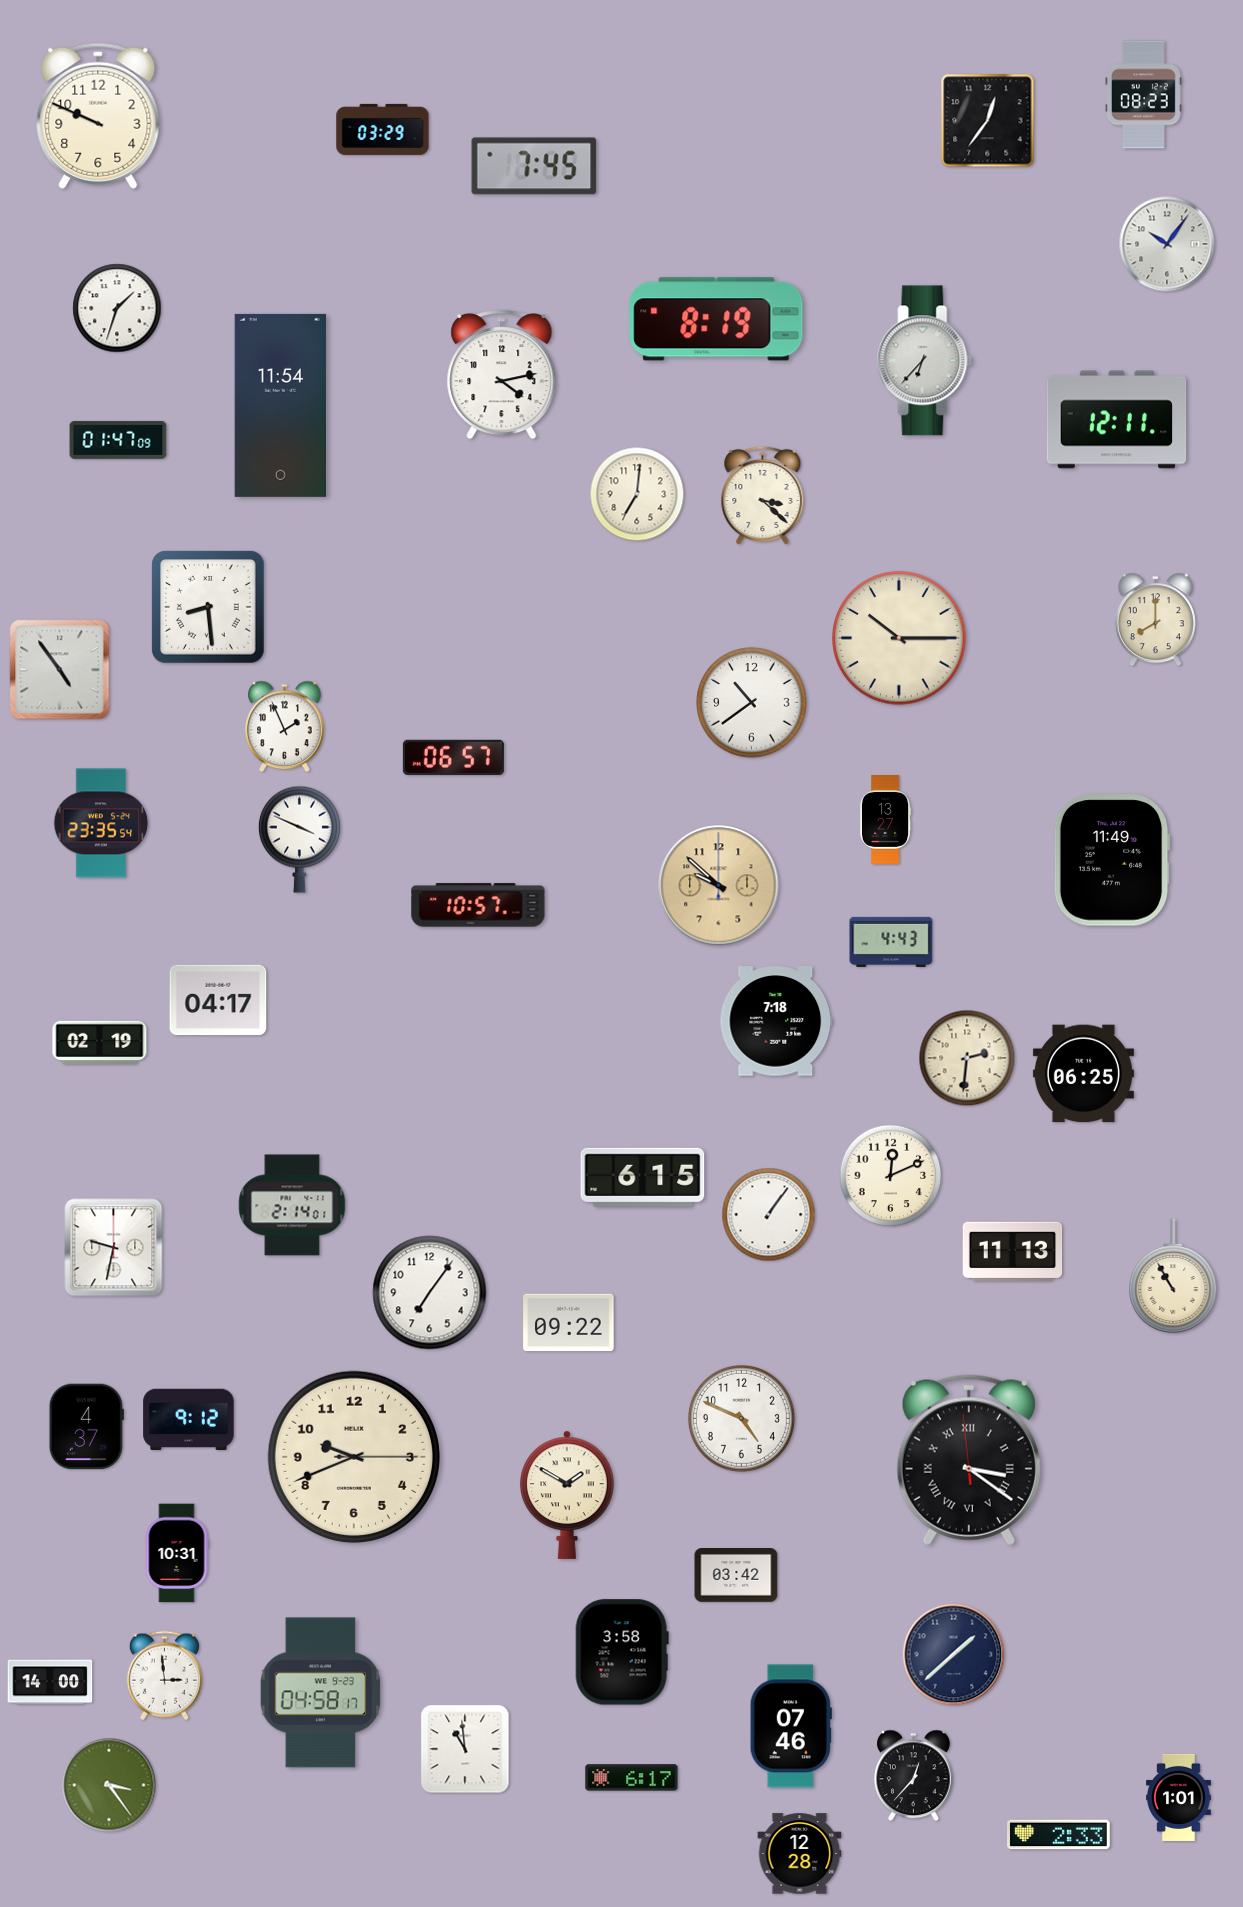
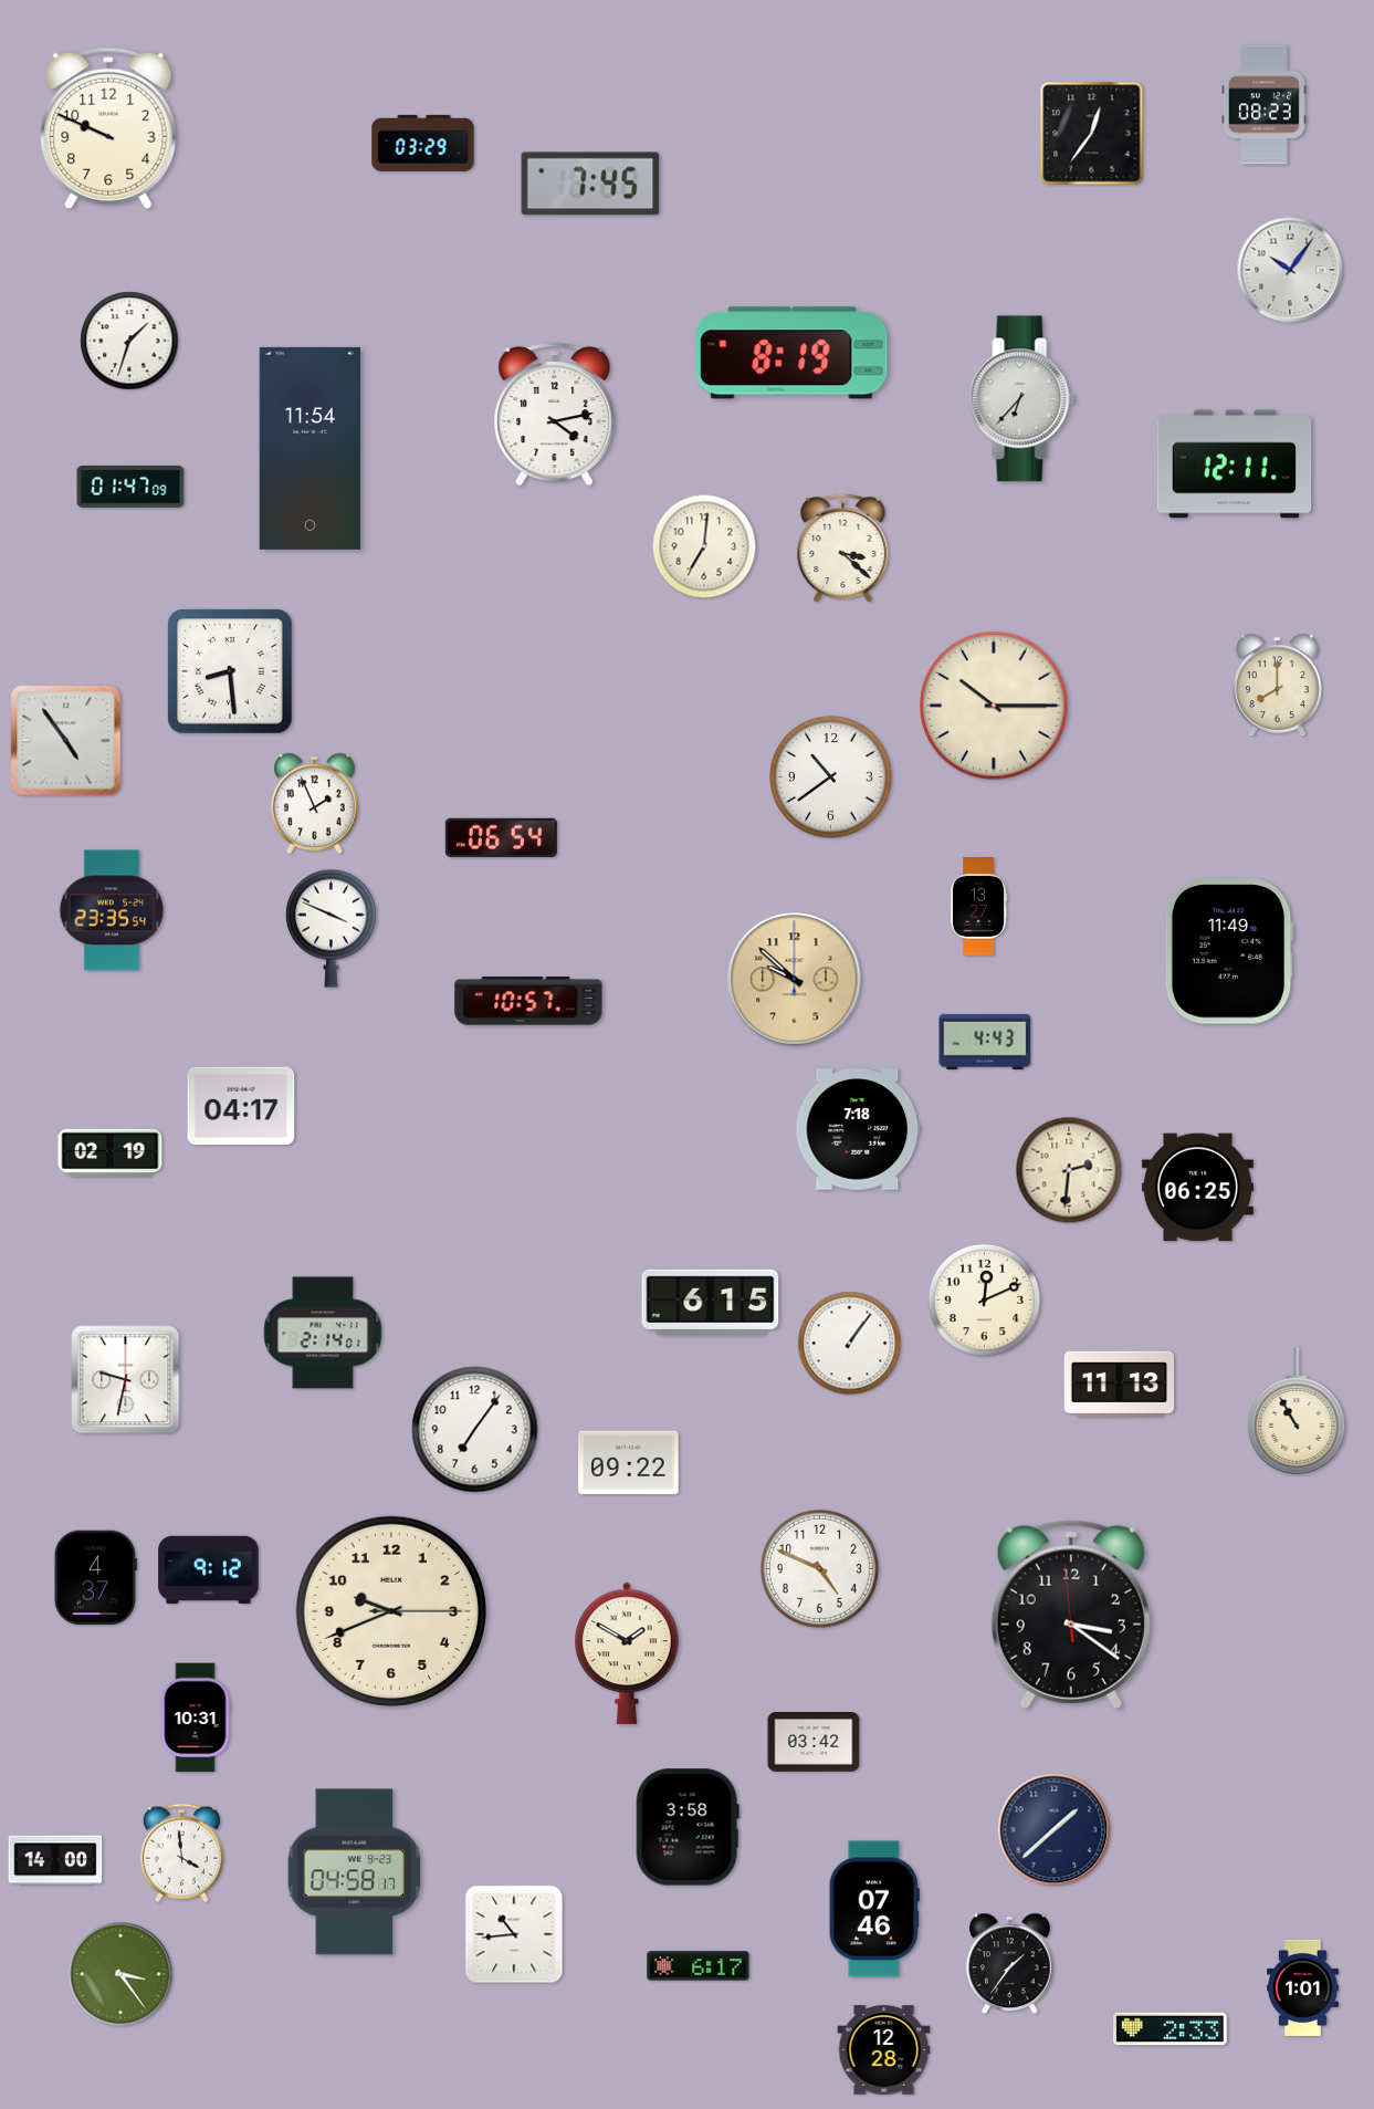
clock at (453, 757): 06:57 -> 06:54
clock at (969, 1460) numerals: Roman -> Arabic
clock at (164, 1676): 2:59 -> 3:59
clock at (465, 1749): 10:59 -> 10:44
clock at (914, 1776): 12:37 -> 1:36
